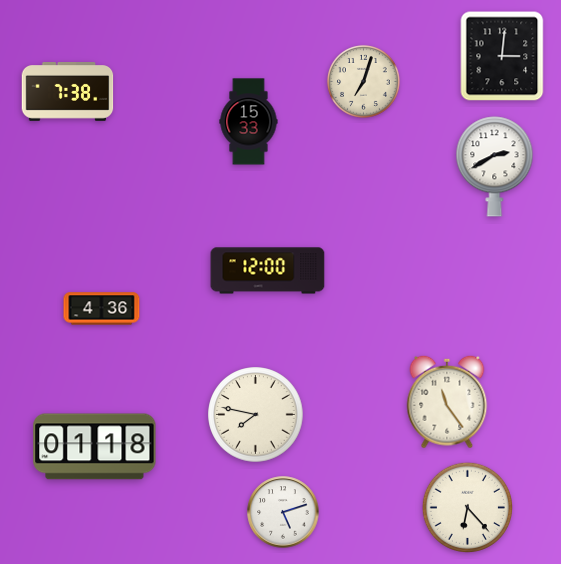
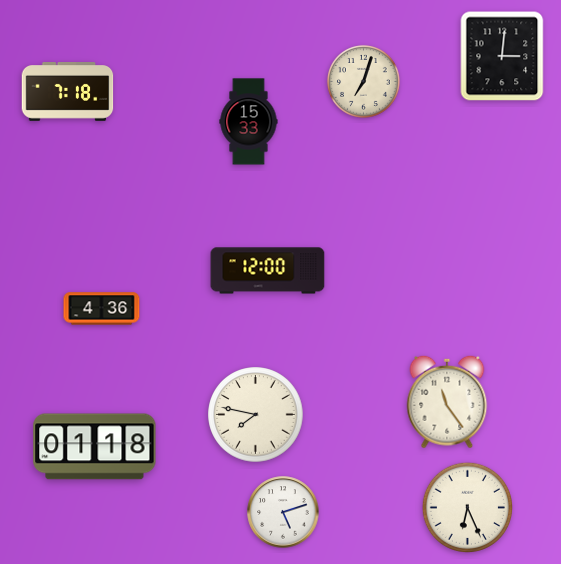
clock at (68, 92): 7:38 -> 7:18
clock at (495, 167): 2:40 -> none
clock at (467, 507): 6:23 -> 6:26
